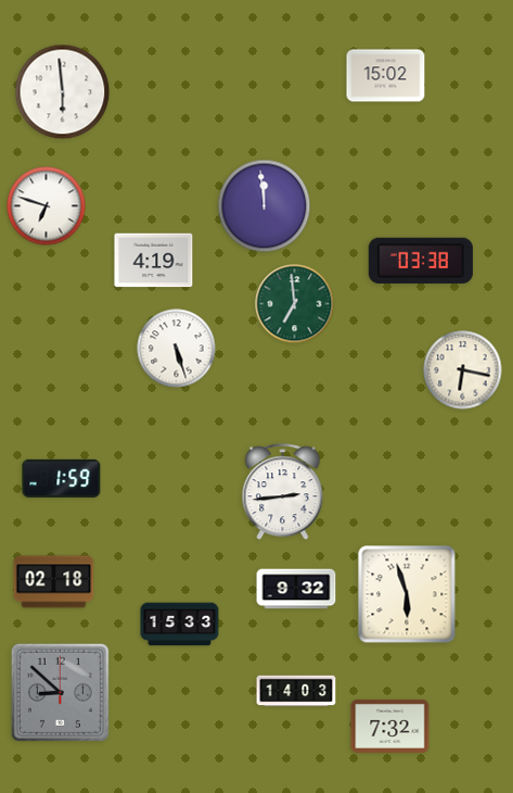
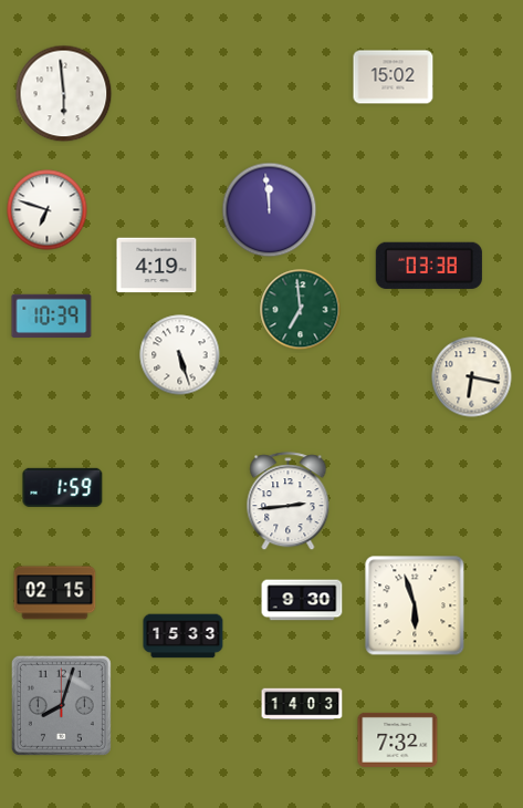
clock at (52, 315): none -> 10:39
clock at (54, 582): 02:18 -> 02:15
clock at (296, 589): 9:32 -> 9:30
clock at (60, 692): 8:52 -> 8:03
